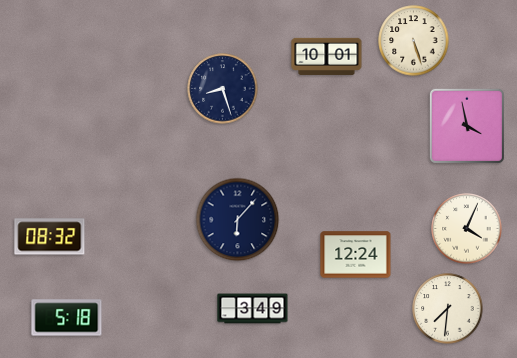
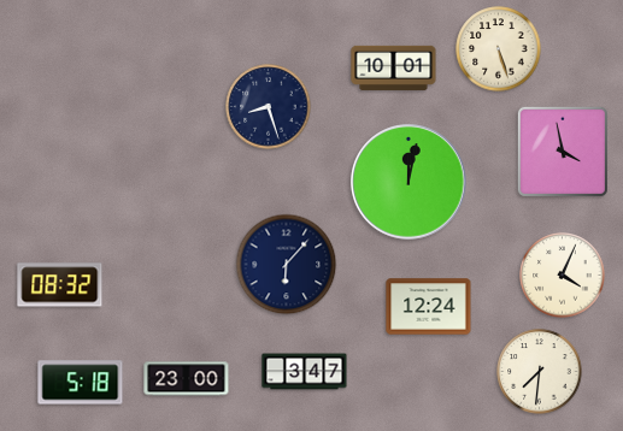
clock at (409, 182): none -> 12:02
clock at (253, 309): 3:49 -> 3:47
clock at (187, 379): none -> 23:00
